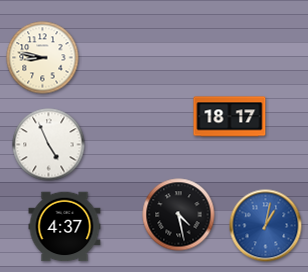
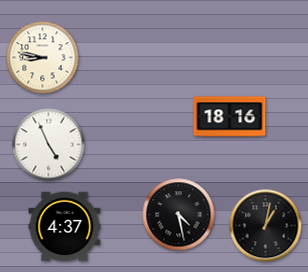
clock at (230, 117): 18:17 -> 18:16
clock at (266, 226) dial: blue -> black
